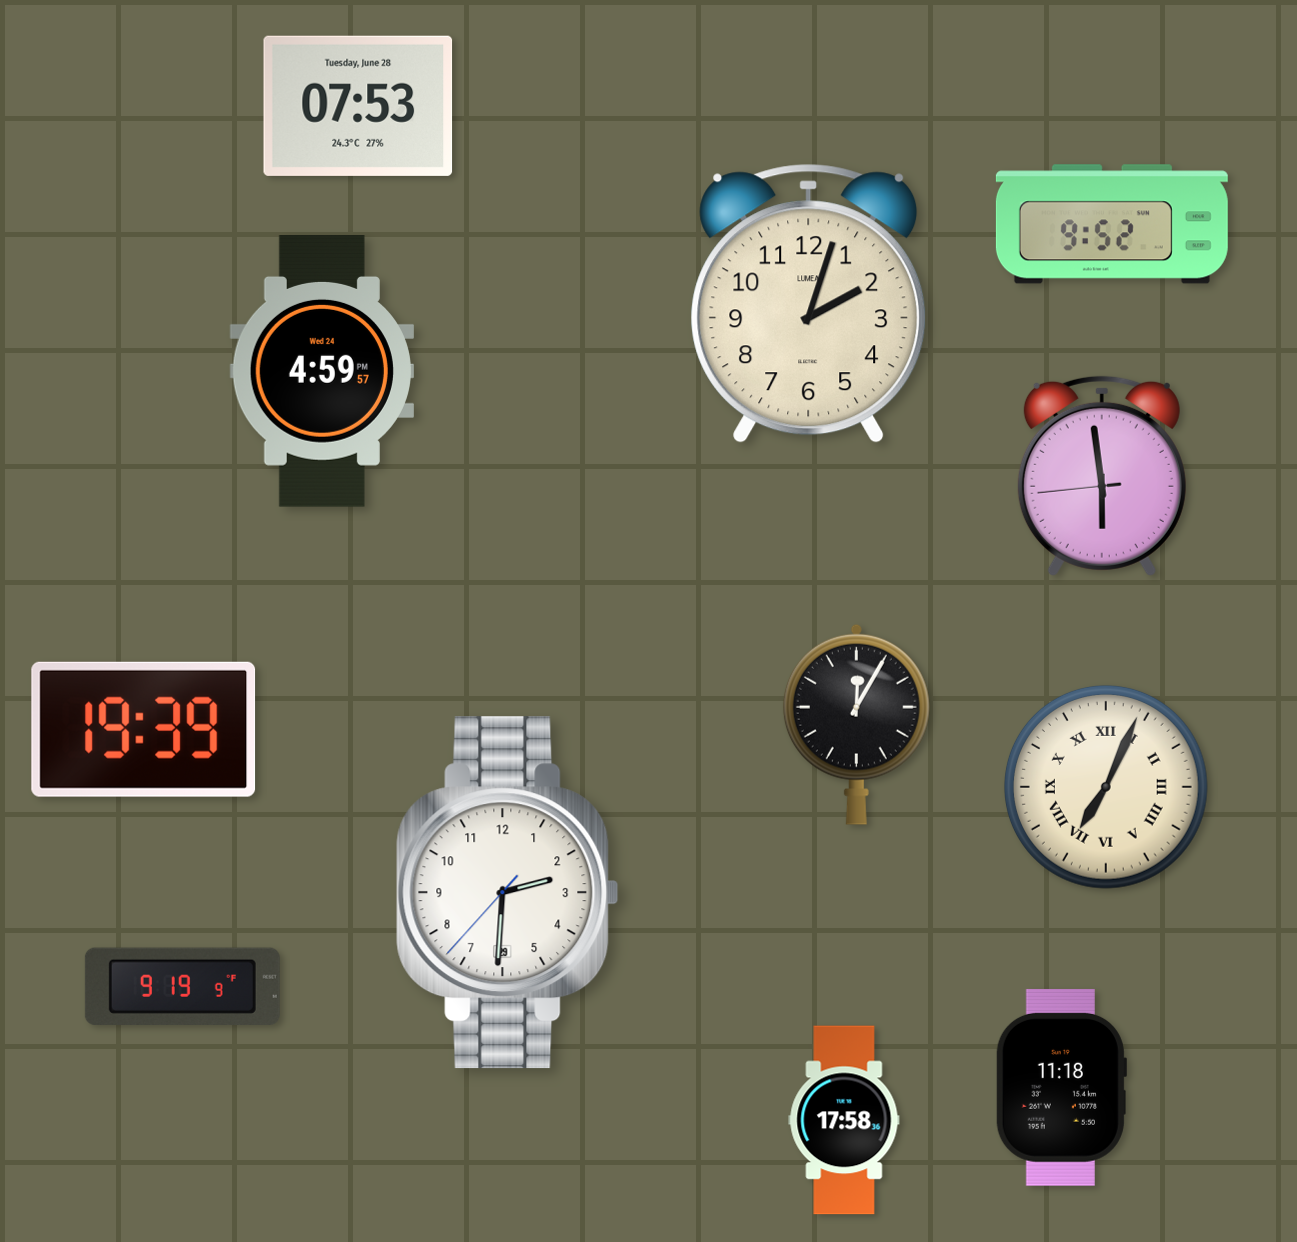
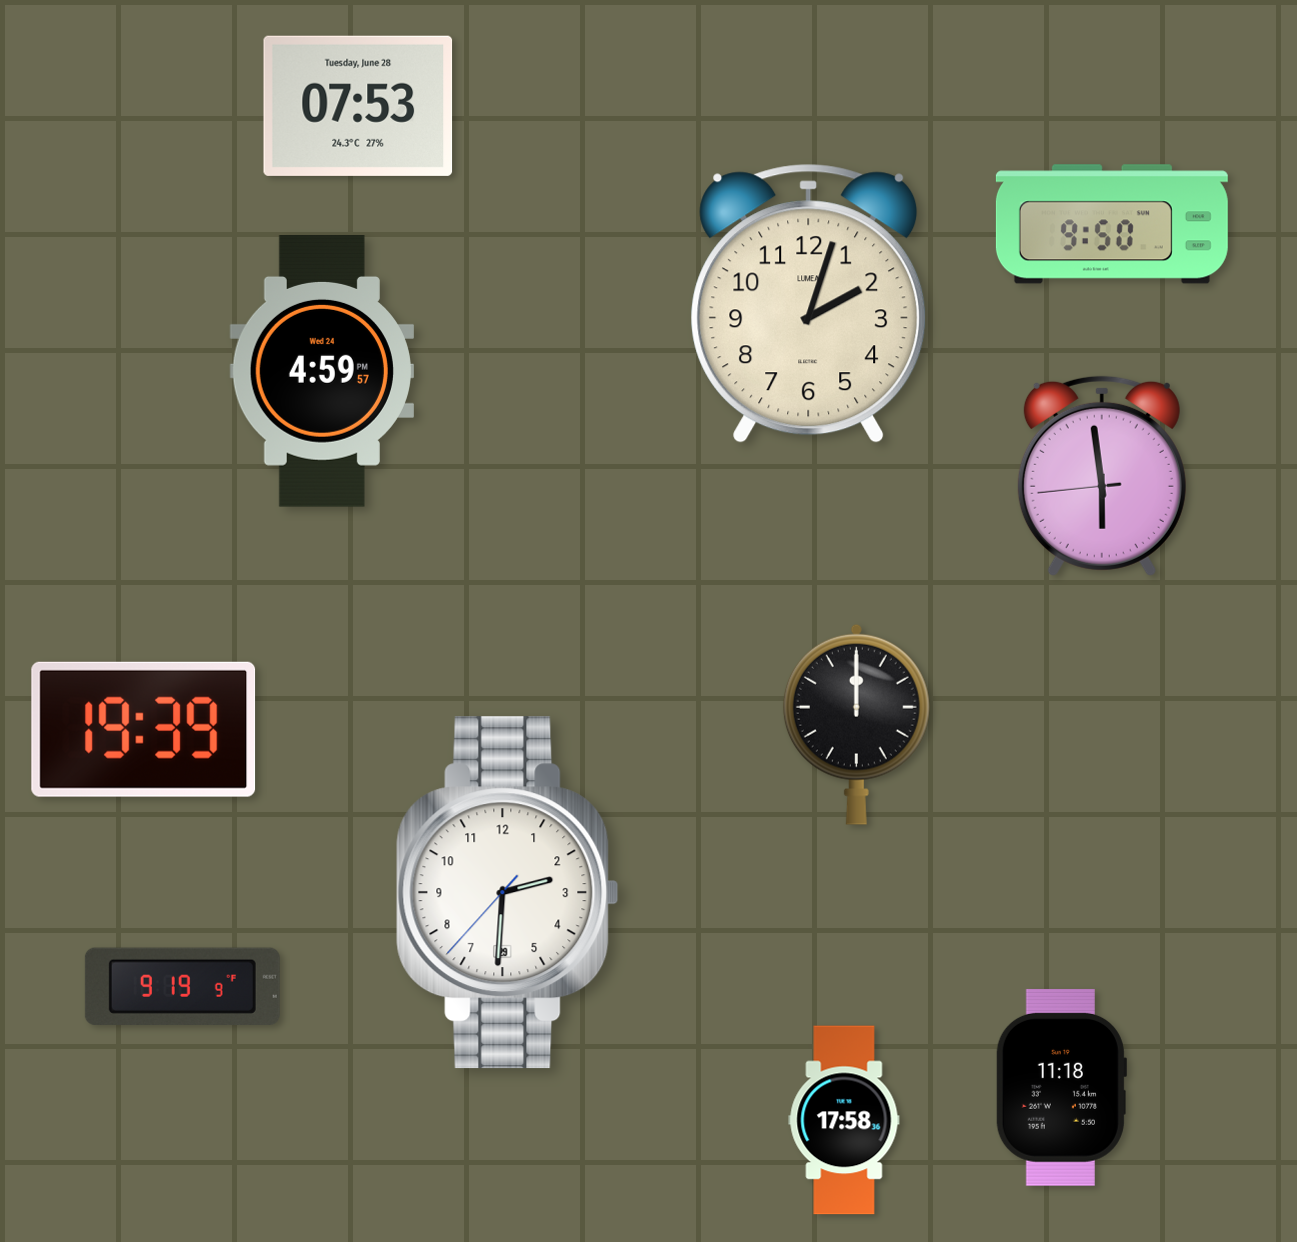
clock at (1112, 224): 9:52 -> 9:50
clock at (856, 724): 12:05 -> 12:00
clock at (1106, 787): 7:04 -> none
